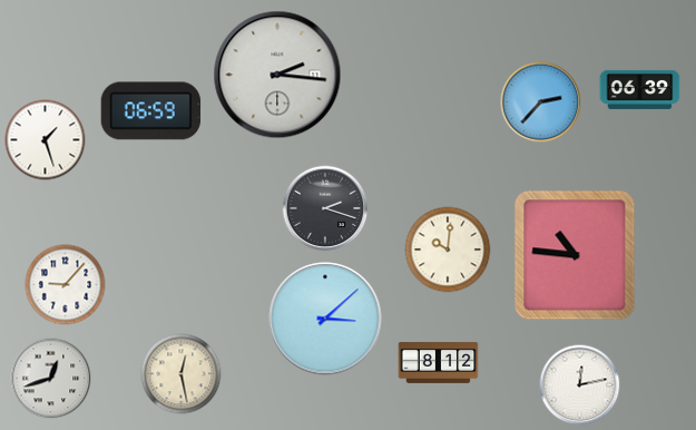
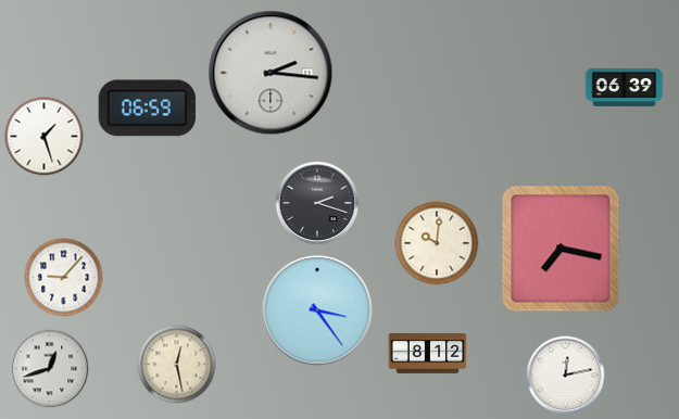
clock at (541, 102): 2:37 -> none
clock at (575, 255): 10:46 -> 7:17
clock at (325, 319): 3:08 -> 3:24
